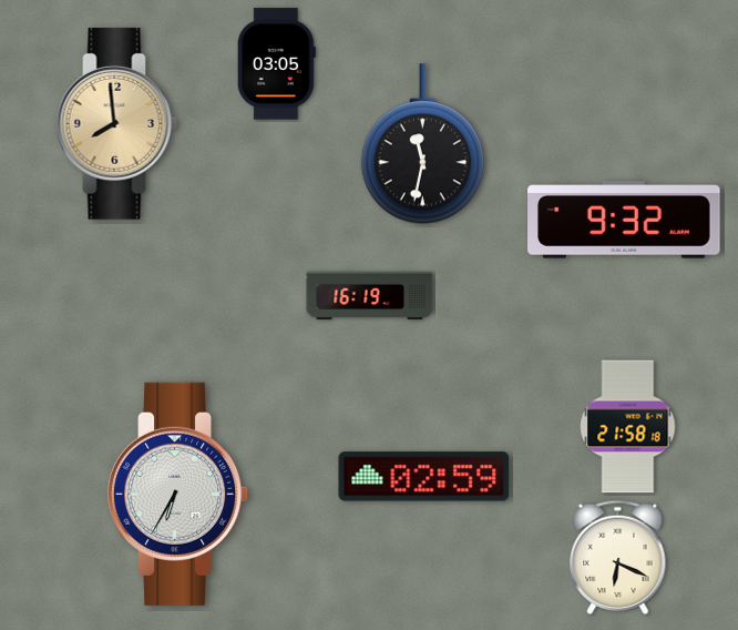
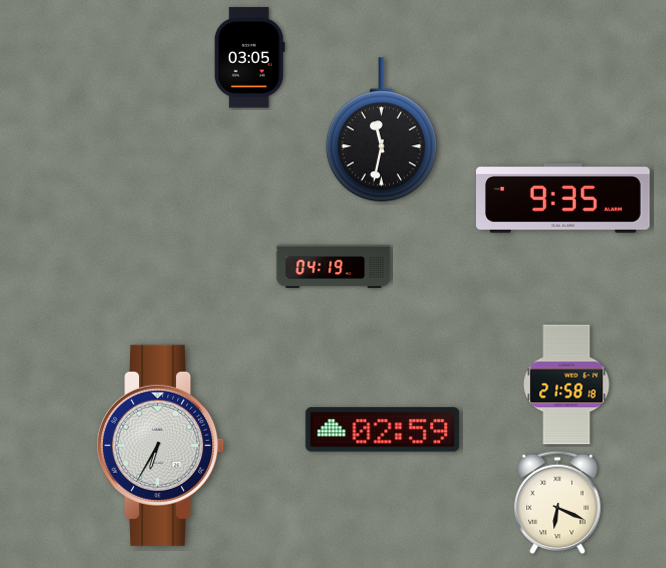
clock at (117, 124): 7:59 -> none
clock at (624, 220): 9:32 -> 9:35
clock at (370, 295): 16:19 -> 04:19
